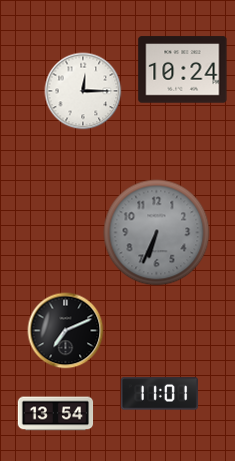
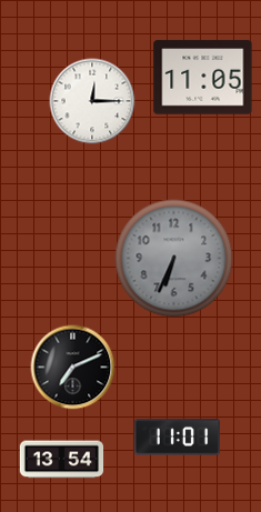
clock at (183, 70): 10:24 -> 11:05
